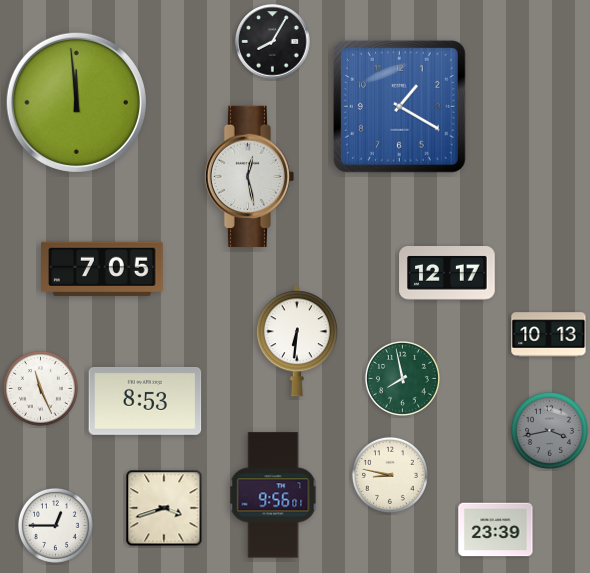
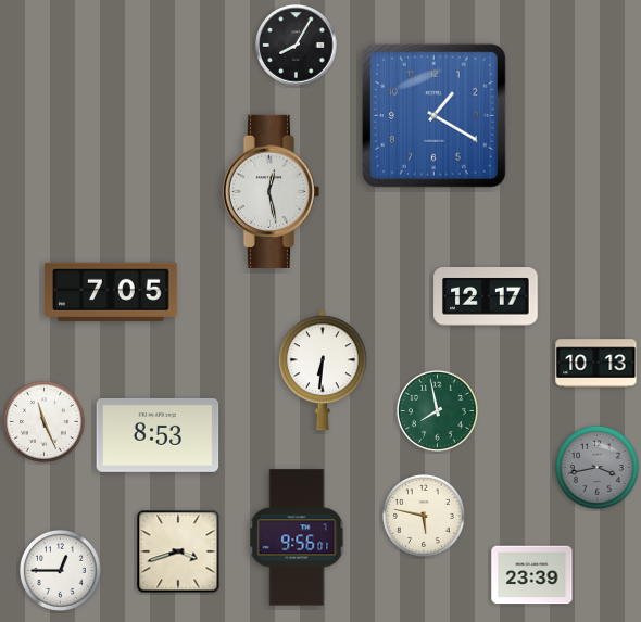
clock at (76, 102): 11:59 -> none
clock at (390, 475): 8:47 -> 5:47
clock at (496, 530) position: (496, 530) -> (532, 575)
